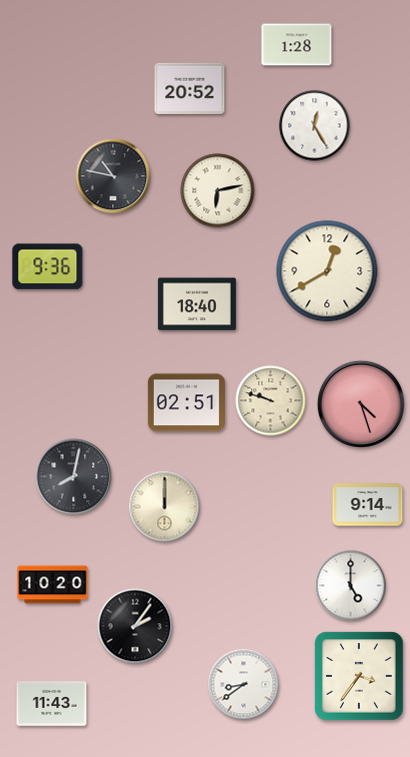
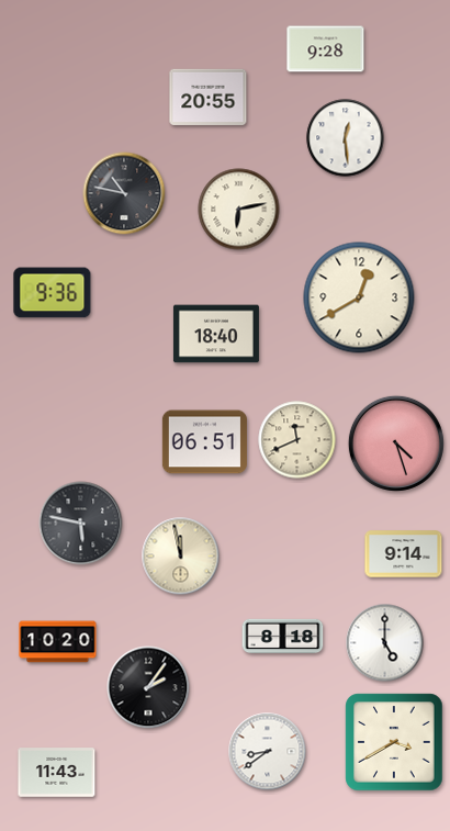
clock at (297, 45): 1:28 -> 9:28
clock at (190, 88): 20:52 -> 20:55
clock at (315, 126): 12:25 -> 12:29
clock at (271, 401): 9:48 -> 11:41
clock at (186, 403): 02:51 -> 06:51
clock at (74, 477): 8:02 -> 5:47
clock at (165, 507): 12:00 -> 11:58
clock at (283, 636): none -> 8:18
clock at (359, 676): 3:36 -> 3:40
